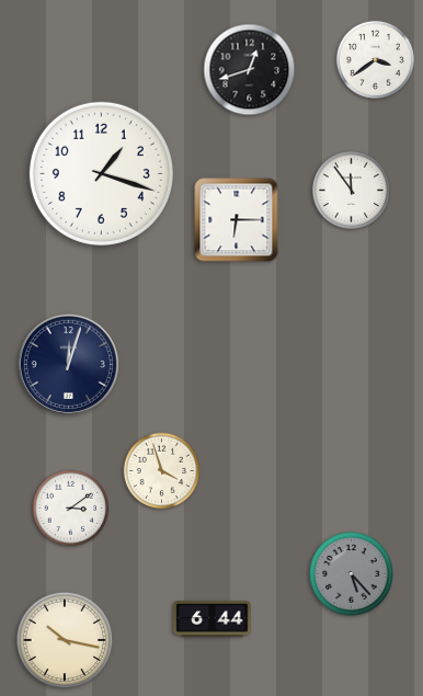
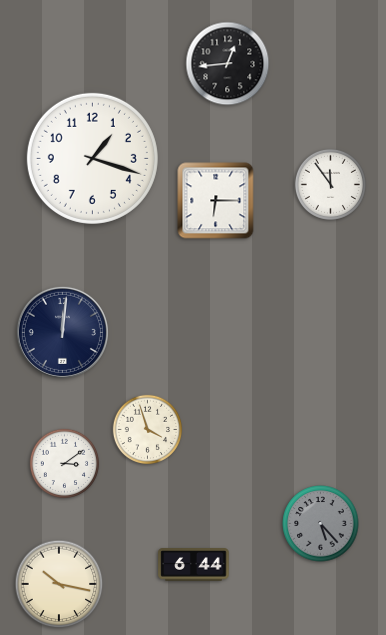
clock at (375, 59): 3:39 -> none
clock at (250, 70): 12:42 -> 12:44
clock at (351, 190) position: (351, 190) -> (330, 184)
clock at (68, 364): 12:03 -> 12:01
